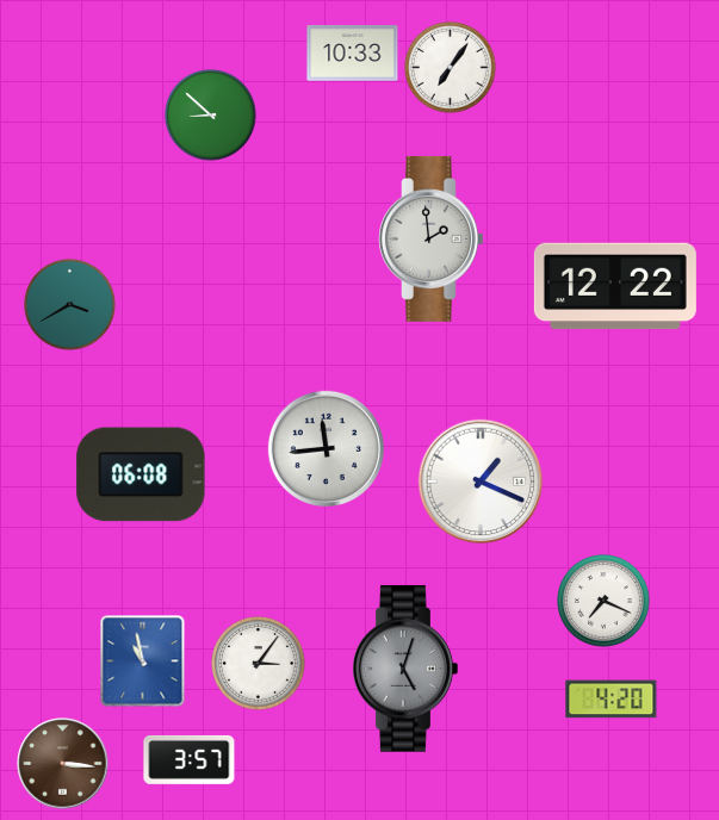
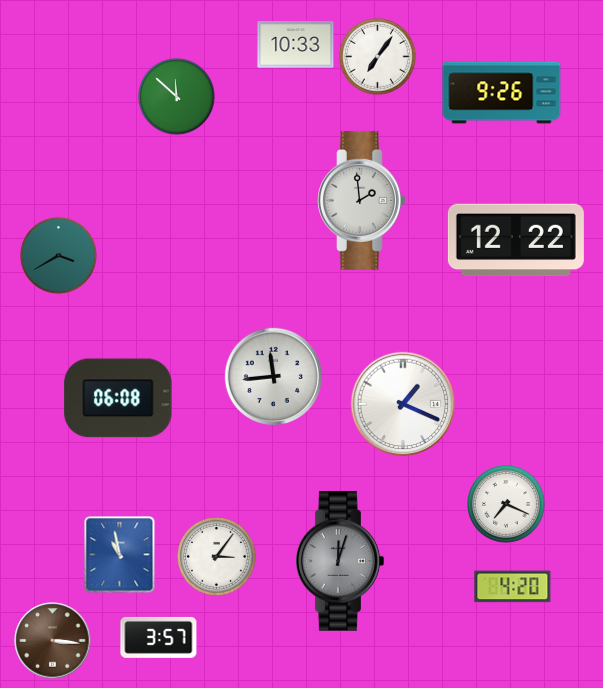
clock at (502, 93): none -> 9:26
clock at (211, 116): 8:52 -> 11:52
clock at (405, 669): 5:03 -> 12:03
